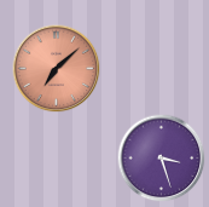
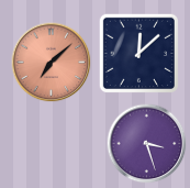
clock at (138, 53): none -> 12:08
